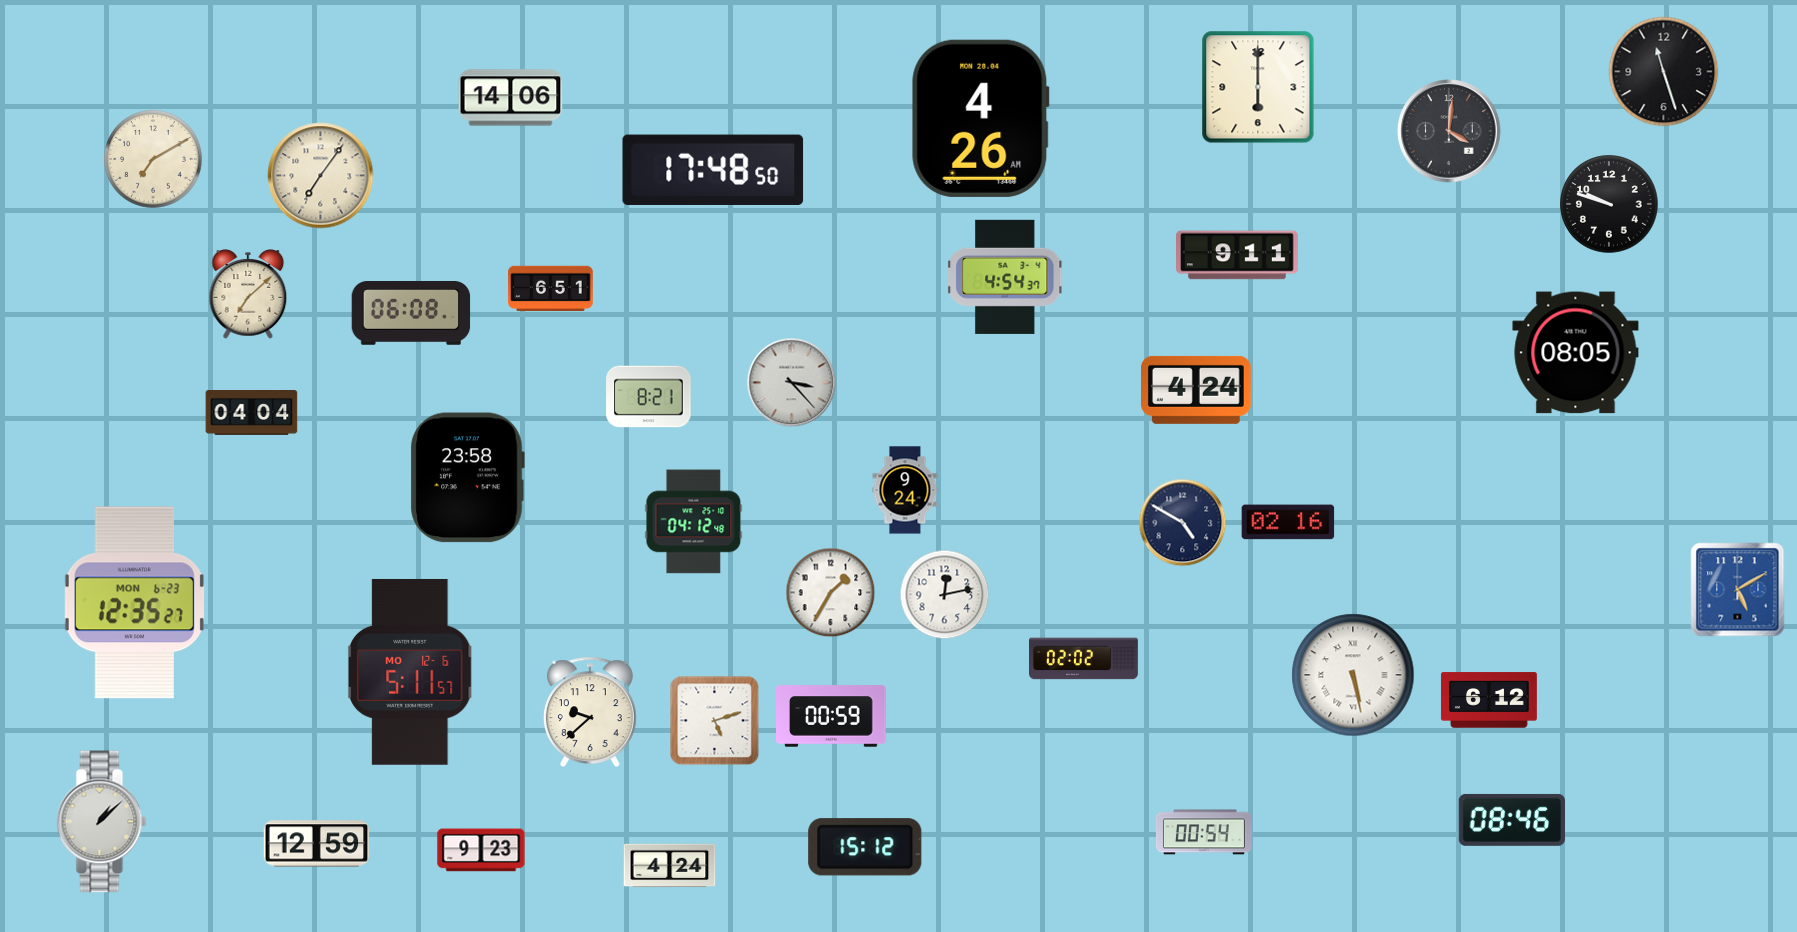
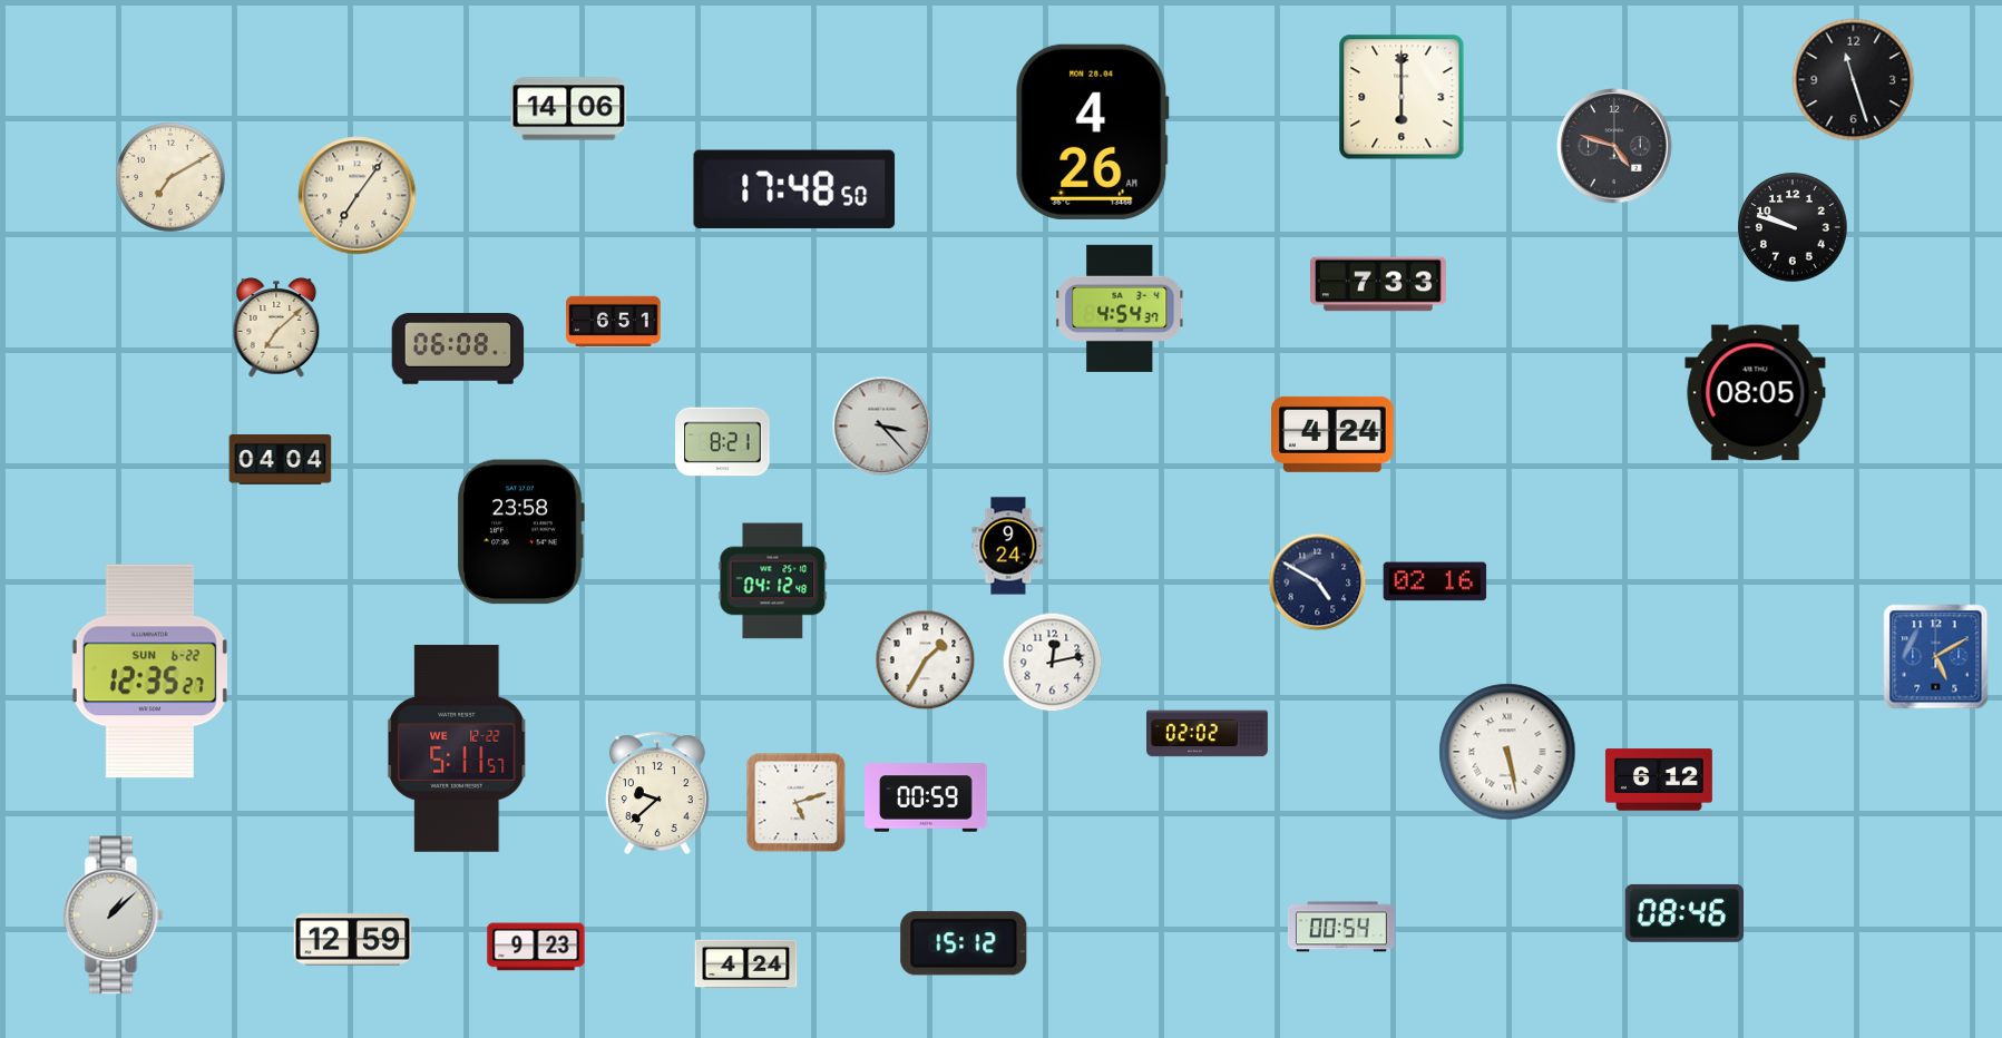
clock at (1449, 131): 4:01 -> 4:48
clock at (1238, 255): 9:11 -> 7:33
clock at (134, 603) date: MON 6-23 -> SUN 6-22
clock at (410, 672) date: MO 12-6 -> WE 12-22
